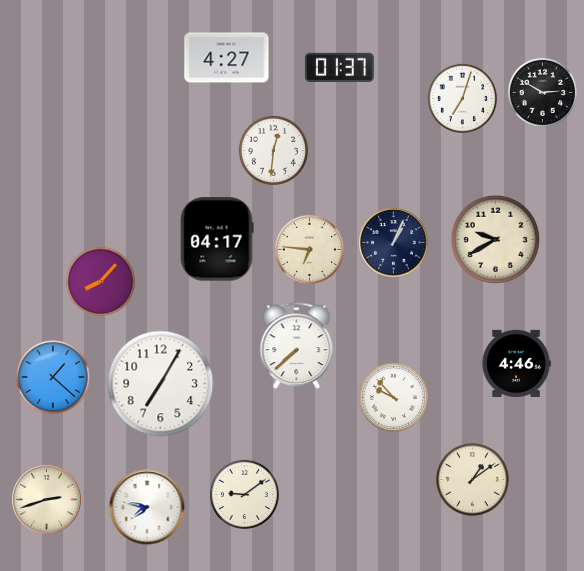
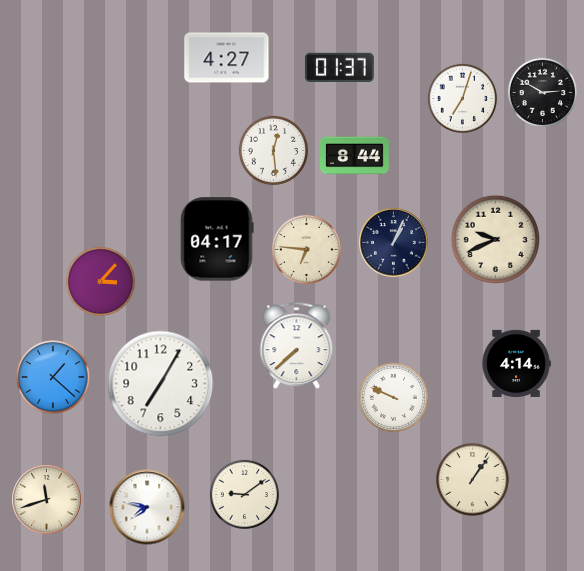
clock at (273, 150): 12:31 -> 12:29
clock at (355, 156): none -> 8:44
clock at (496, 240): 9:40 -> 9:41
clock at (309, 249) position: (309, 249) -> (306, 249)
clock at (100, 281): 8:07 -> 3:07
clock at (516, 363): 4:46 -> 4:14
clock at (393, 397): 9:53 -> 9:49
clock at (473, 480): 1:09 -> 1:06
clock at (47, 500): 2:42 -> 11:42
